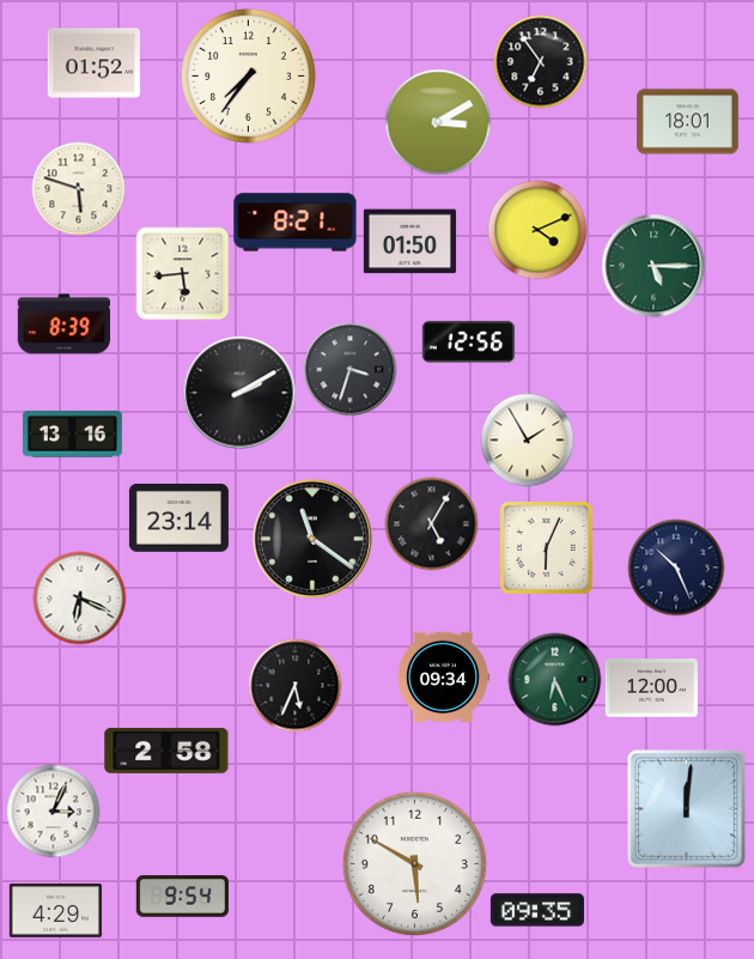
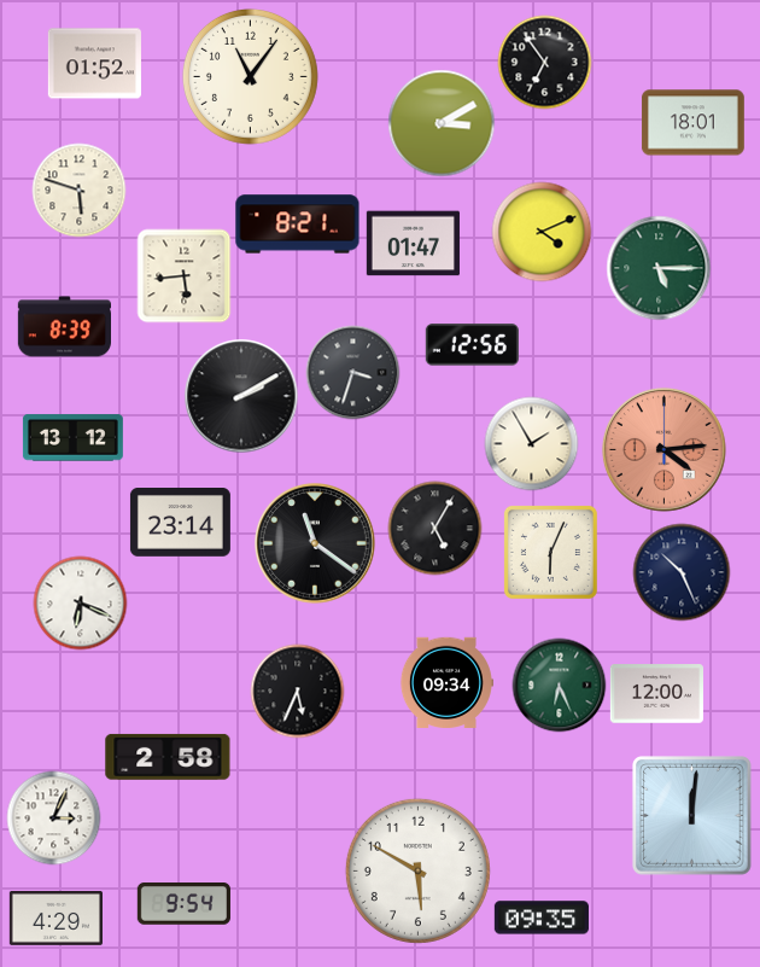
clock at (248, 75): 7:36 -> 11:06
clock at (409, 242): 01:50 -> 01:47
clock at (72, 435): 13:16 -> 13:12
clock at (663, 449): none -> 4:14
